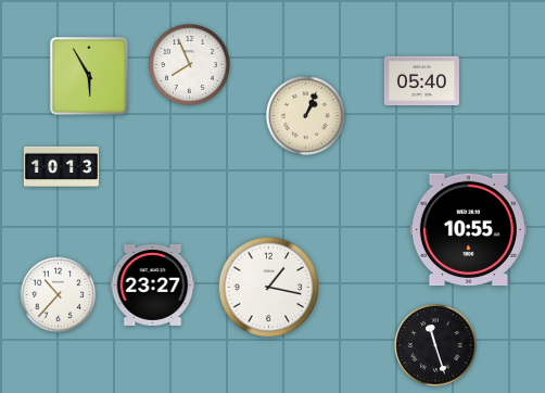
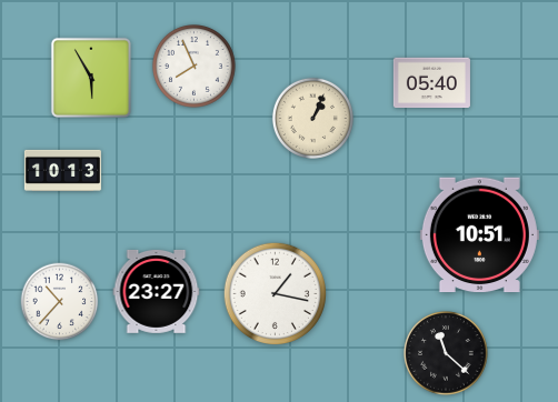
clock at (468, 230): 10:55 -> 10:51
clock at (435, 345): 11:27 -> 11:22
